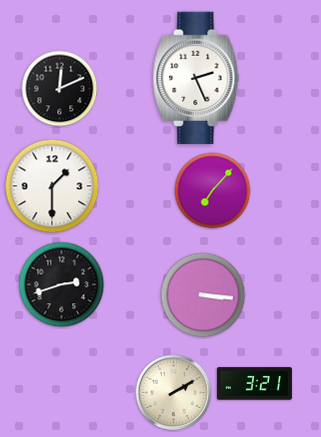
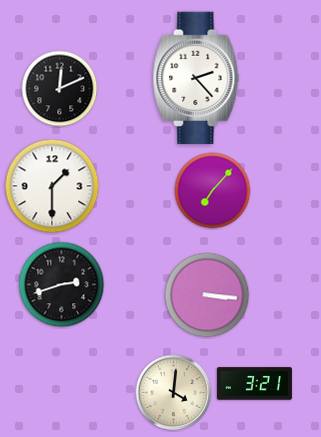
clock at (196, 78): 2:26 -> 2:23
clock at (203, 295) position: (203, 295) -> (207, 295)
clock at (174, 393): 2:10 -> 4:01
